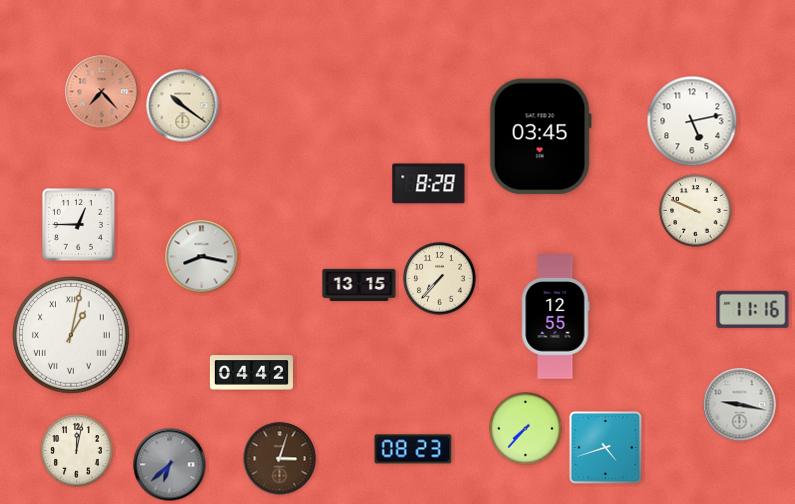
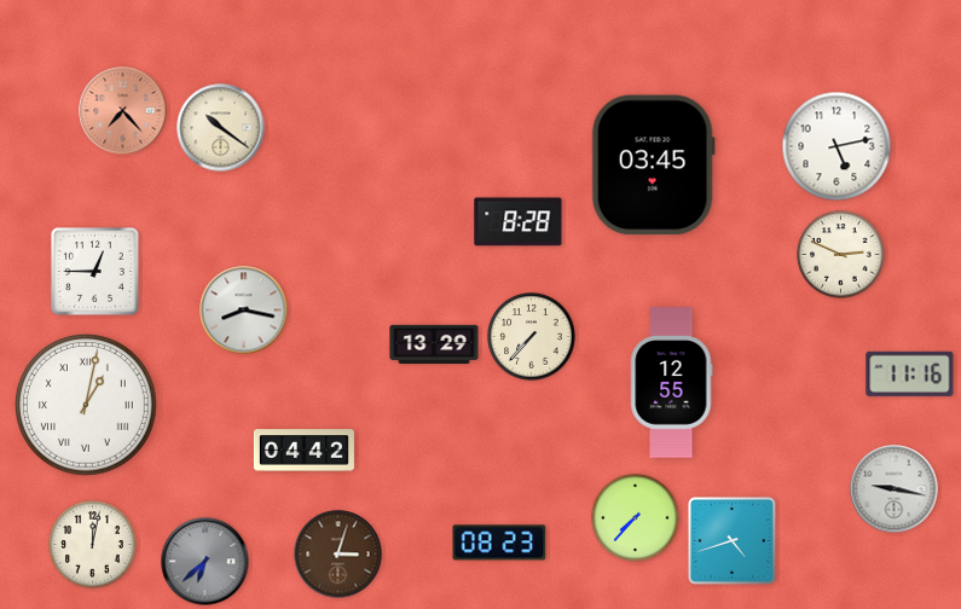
clock at (696, 211): 9:49 -> 2:49
clock at (359, 284): 13:15 -> 13:29
